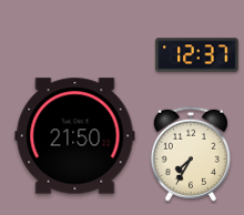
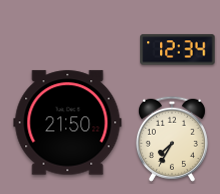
clock at (197, 55): 12:37 -> 12:34
